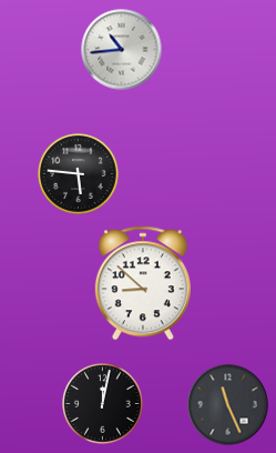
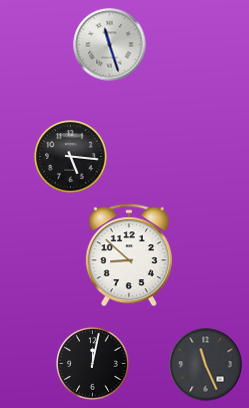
clock at (122, 50): 10:44 -> 11:27
clock at (79, 174): 5:46 -> 5:16
